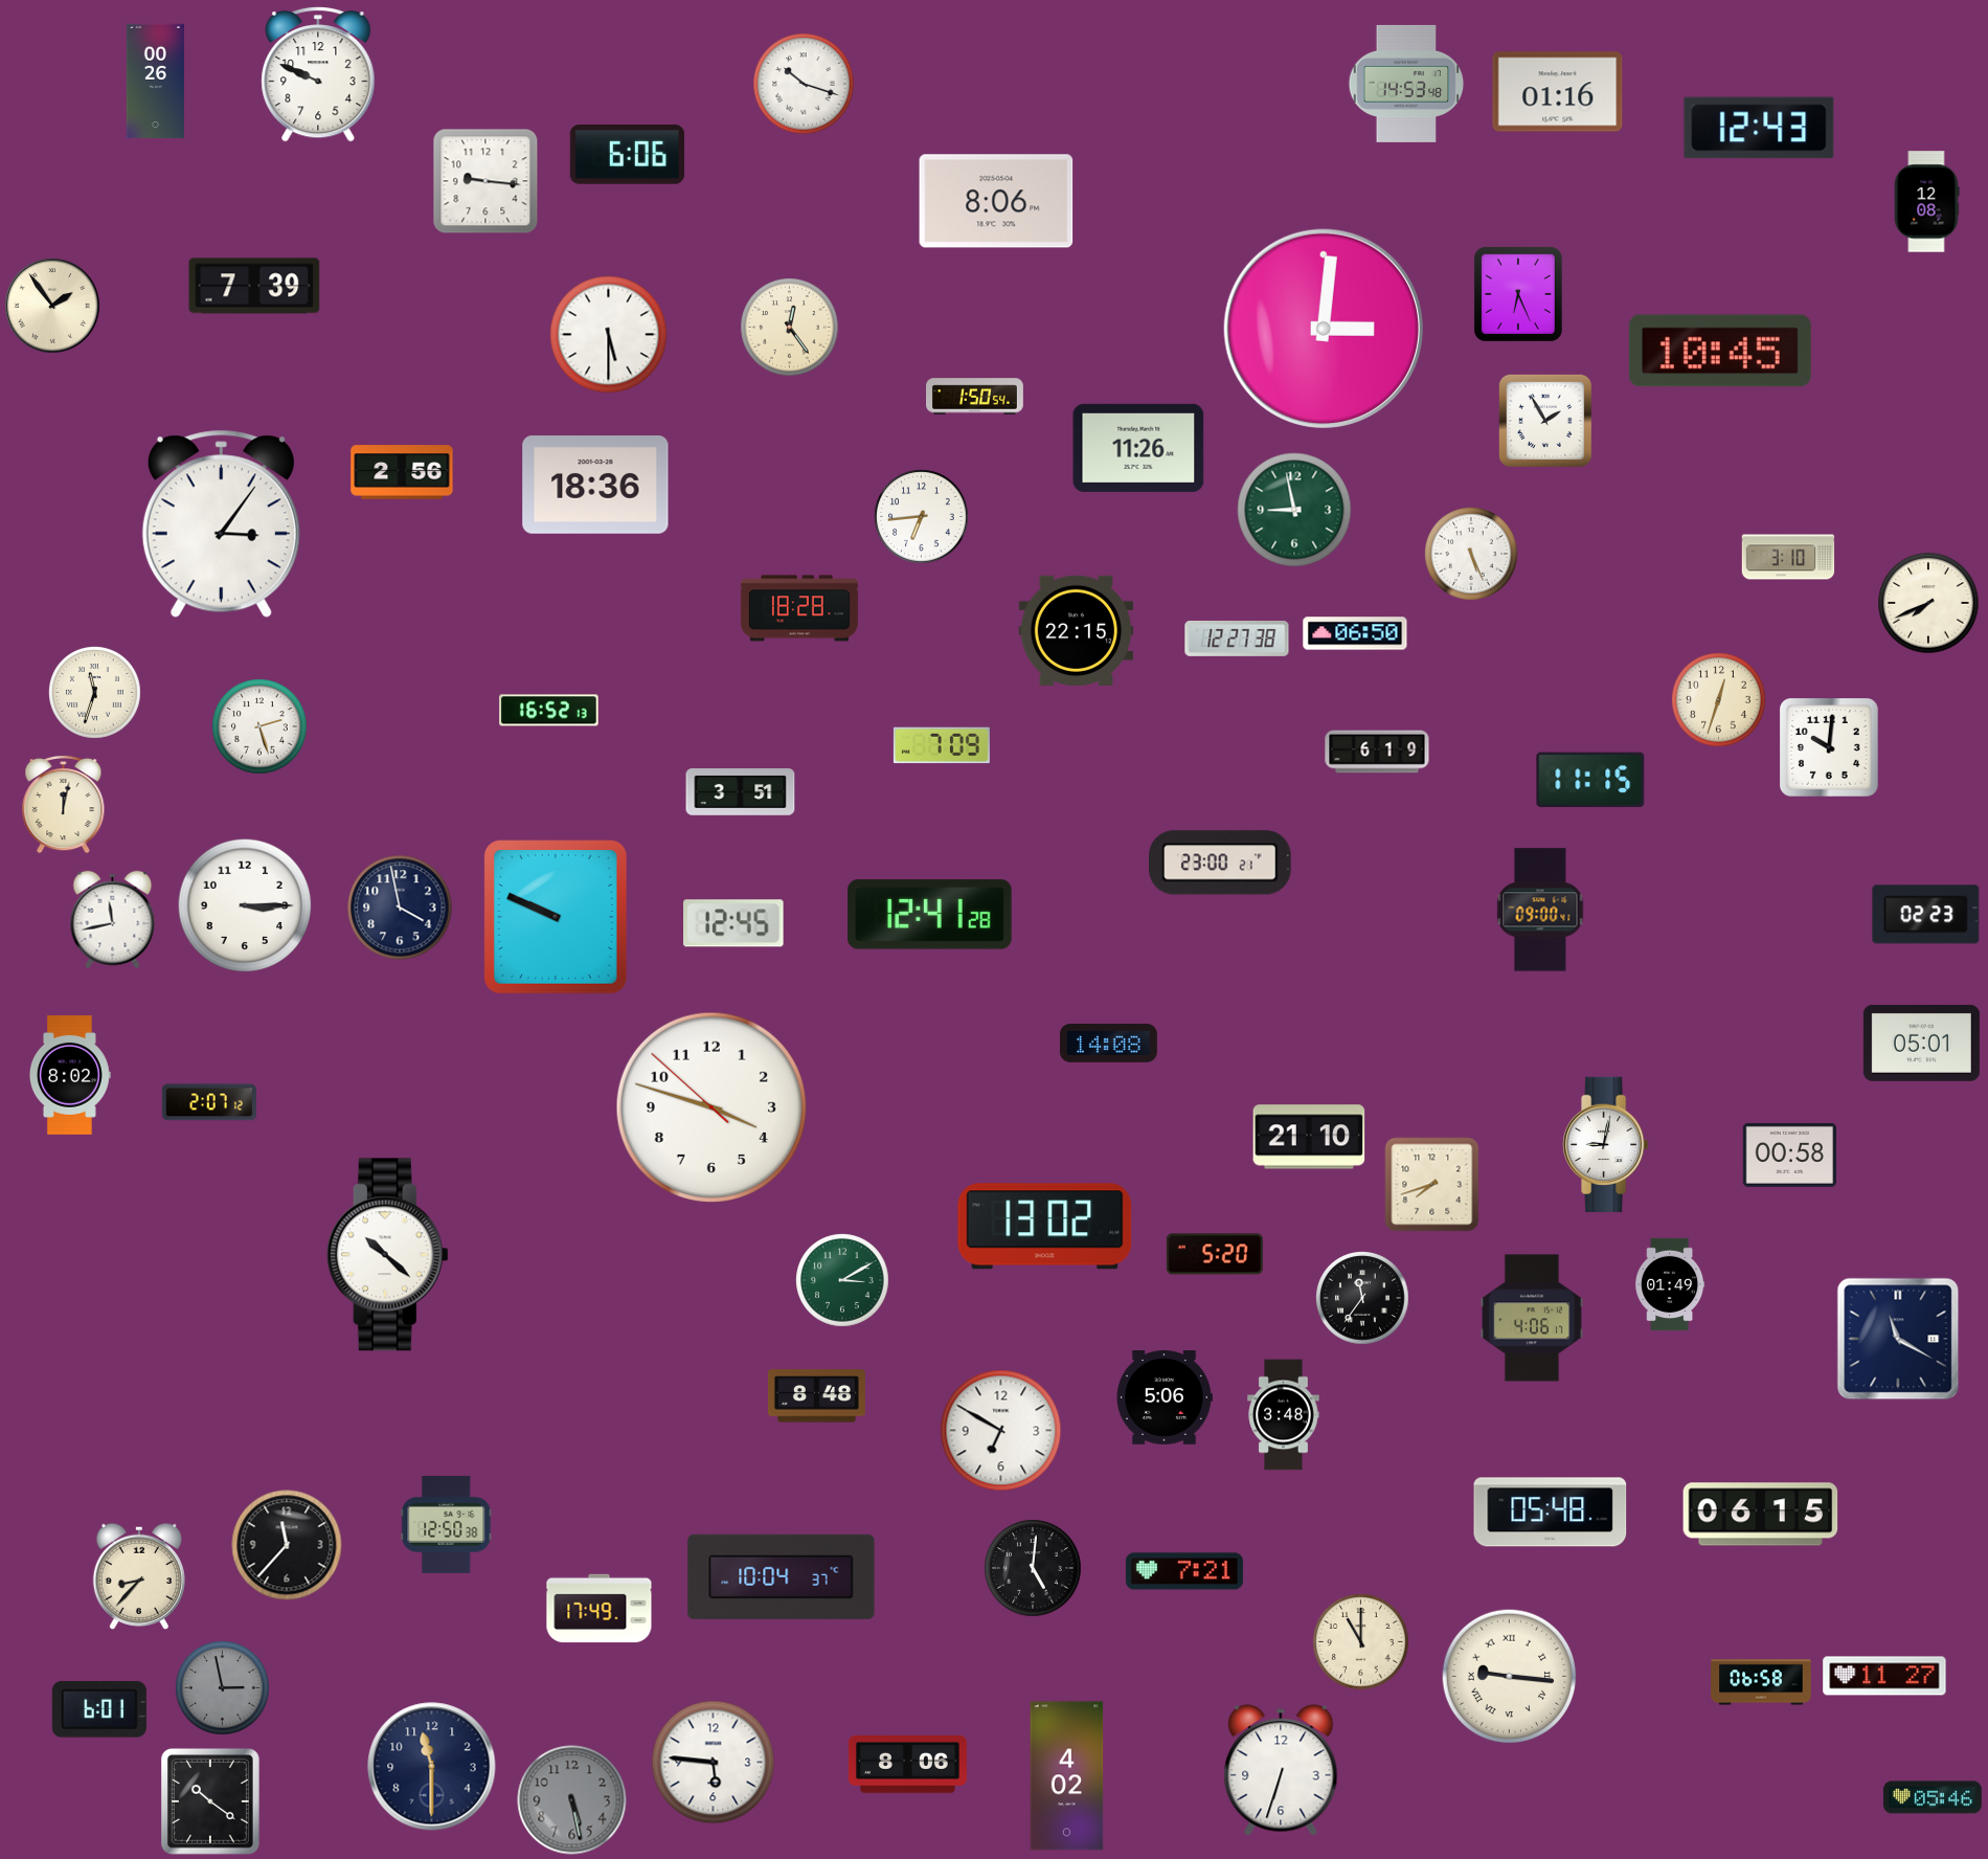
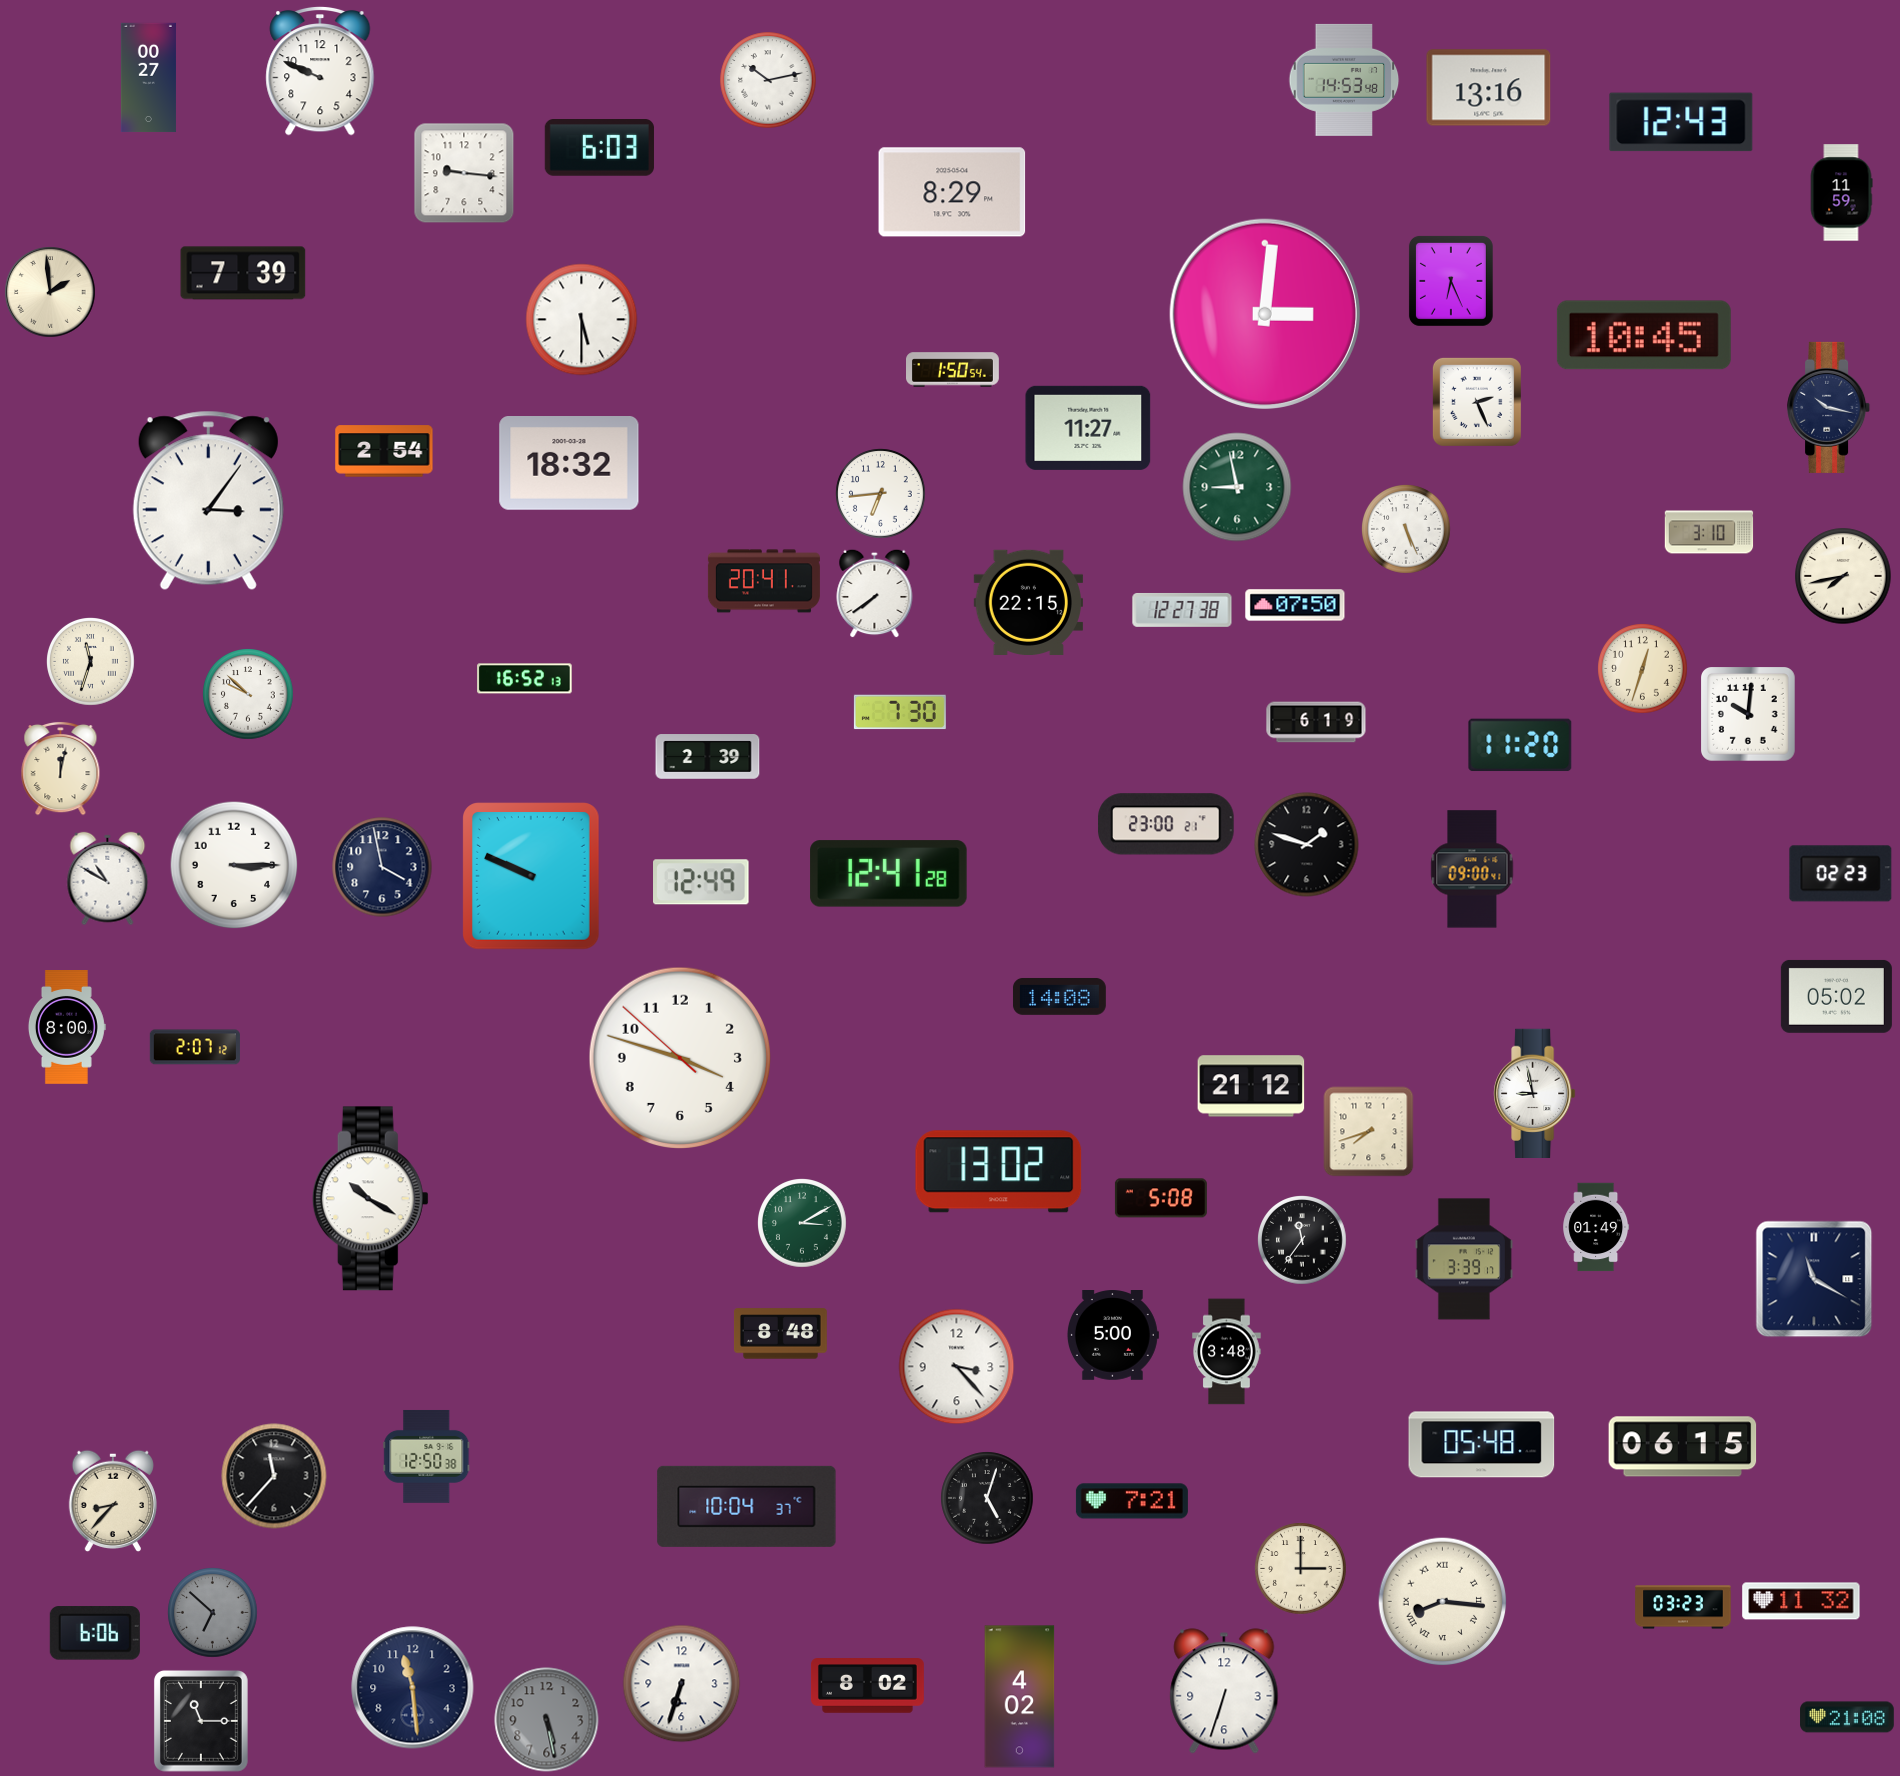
clock at (318, 74) position: (318, 74) -> (320, 71)
clock at (155, 82): 00:26 -> 00:27
clock at (804, 84): 10:18 -> 10:13
clock at (1558, 92): 01:16 -> 13:16
clock at (627, 155): 6:06 -> 6:03
clock at (996, 201): 8:06 -> 8:29
clock at (1926, 202): 12:08 -> 11:59
clock at (52, 306): 1:54 -> 1:59
clock at (790, 328): 12:24 -> none
clock at (975, 397) position: (975, 397) -> (953, 370)
clock at (1545, 421): 1:55 -> 2:26
clock at (1829, 407): none -> 10:17
clock at (1138, 448): 11:26 -> 11:27
clock at (402, 472): 2:56 -> 2:54
clock at (595, 486): 18:36 -> 18:32
clock at (221, 524) position: (221, 524) -> (208, 501)
clock at (1928, 603): 7:41 -> 7:43
clock at (799, 608): 18:28 -> 20:41
clock at (875, 593): none -> 7:39
clock at (1355, 633): 06:50 -> 07:50
clock at (259, 726): 2:27 -> 9:52
clock at (942, 745): 7:09 -> 7:30
clock at (1377, 752) position: (1377, 752) -> (1316, 722)
clock at (1590, 780): 11:15 -> 11:20
clock at (741, 792): 3:51 -> 2:39
clock at (1307, 845): none -> 1:48
clock at (113, 920): 11:43 -> 10:50
clock at (735, 923): 12:45 -> 12:49
clock at (1921, 1043): 05:01 -> 05:02
clock at (69, 1076): 8:02 -> 8:00
clock at (209, 1102) position: (209, 1102) -> (195, 1047)
clock at (1309, 1137): 21:10 -> 21:12
clock at (1606, 1144): 9:02 -> 8:58
clock at (1789, 1155): 00:58 -> none
clock at (1215, 1254): 5:20 -> 5:08
clock at (387, 1255): 10:22 -> 10:20
clock at (843, 1281) position: (843, 1281) -> (803, 1224)
clock at (1532, 1318): 4:06 -> 3:39
clock at (1164, 1398): 5:06 -> 5:00
clock at (1001, 1431): 6:50 -> 3:23
clock at (1033, 1568): 5:01 -> 5:03
clock at (139, 1575) position: (139, 1575) -> (113, 1500)
clock at (600, 1609): 17:49 -> none
clock at (1361, 1642): 11:00 -> 3:00
clock at (1884, 1676): 11:27 -> 11:32
clock at (1510, 1677): 9:16 -> 8:16
clock at (1761, 1682): 06:58 -> 03:23
clock at (223, 1688): 2:58 -> 6:52
clock at (99, 1709): 6:01 -> 6:06
clock at (714, 1763): 5:46 -> 6:33
clock at (907, 1765): 8:06 -> 8:02
clock at (432, 1767): 11:30 -> 11:29
clock at (1933, 1797): 05:46 -> 21:08
clock at (210, 1801): 10:21 -> 11:15
